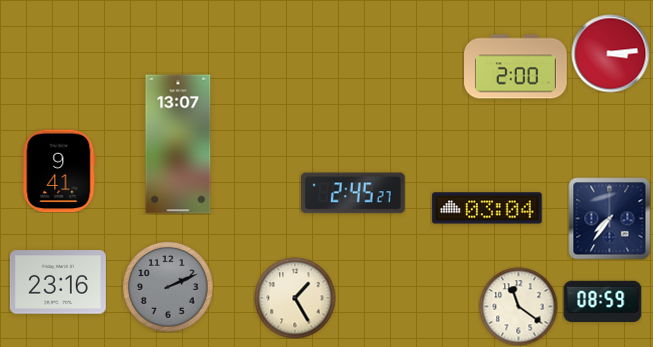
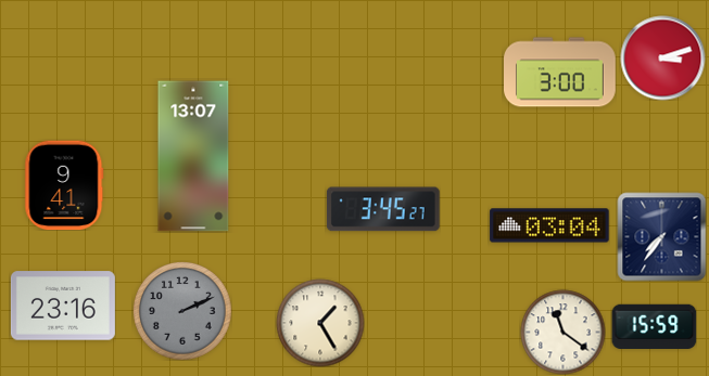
clock at (610, 53): 3:14 -> 3:12
clock at (516, 67): 2:00 -> 3:00
clock at (353, 193): 2:45 -> 3:45
clock at (487, 208) position: (487, 208) -> (549, 225)
clock at (602, 301): 08:59 -> 15:59
